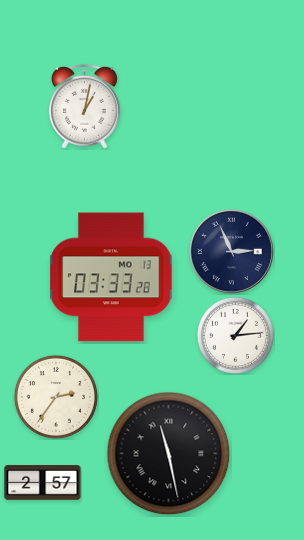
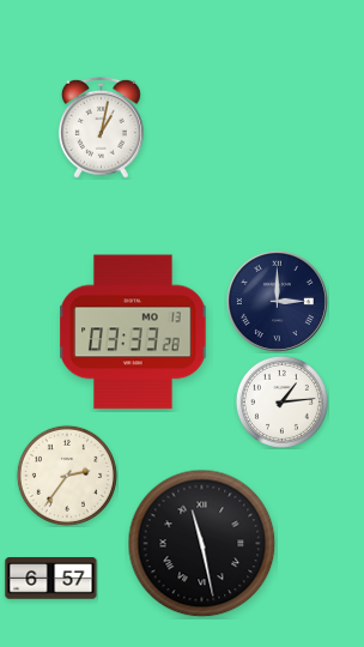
clock at (231, 251): 2:56 -> 3:00
clock at (43, 483): 2:57 -> 6:57
